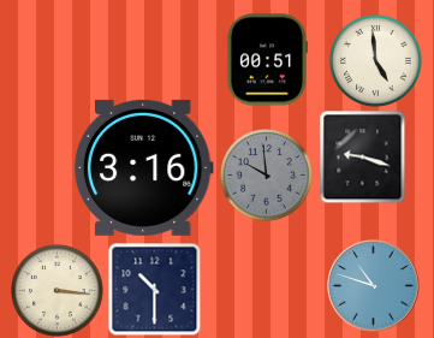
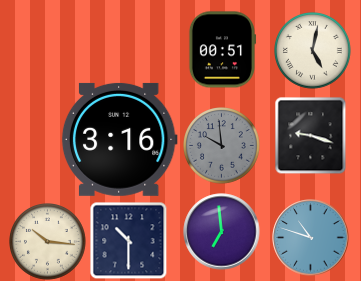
clock at (376, 61): 4:59 -> 5:02
clock at (363, 156) position: (363, 156) -> (311, 135)
clock at (222, 232): none -> 6:59
clock at (58, 291): 3:16 -> 10:16
